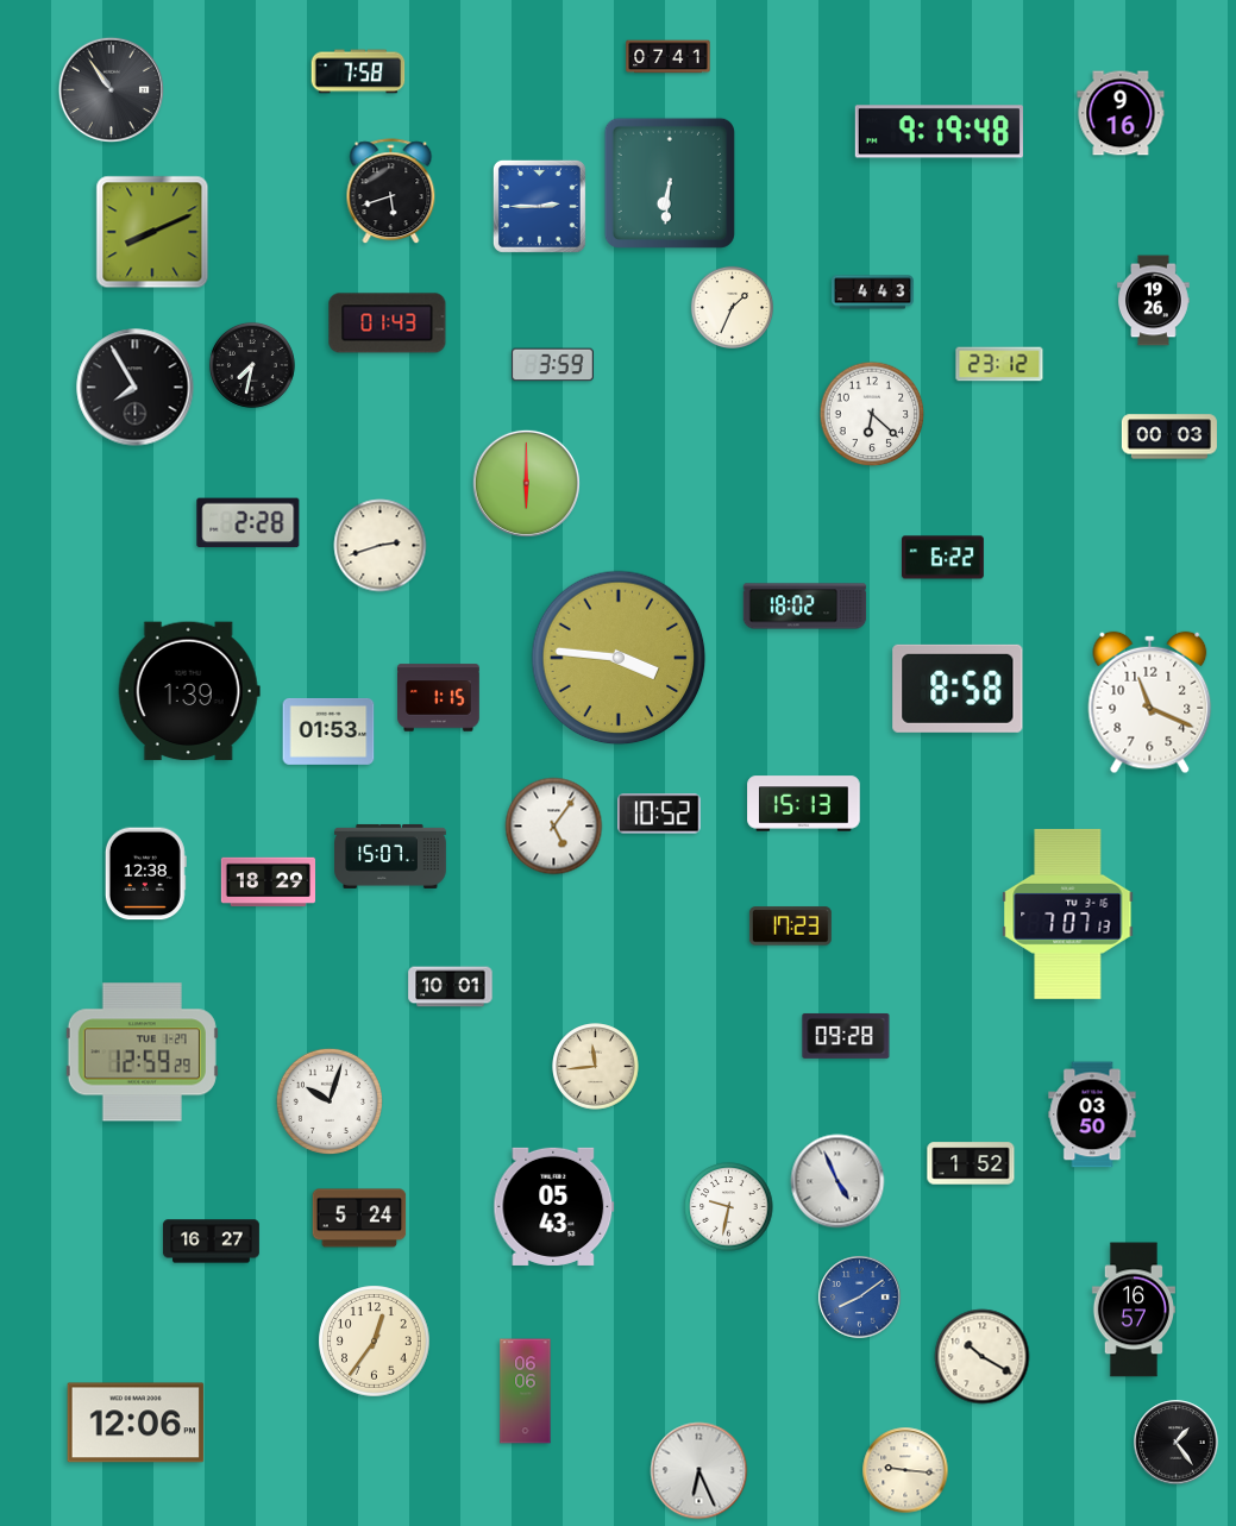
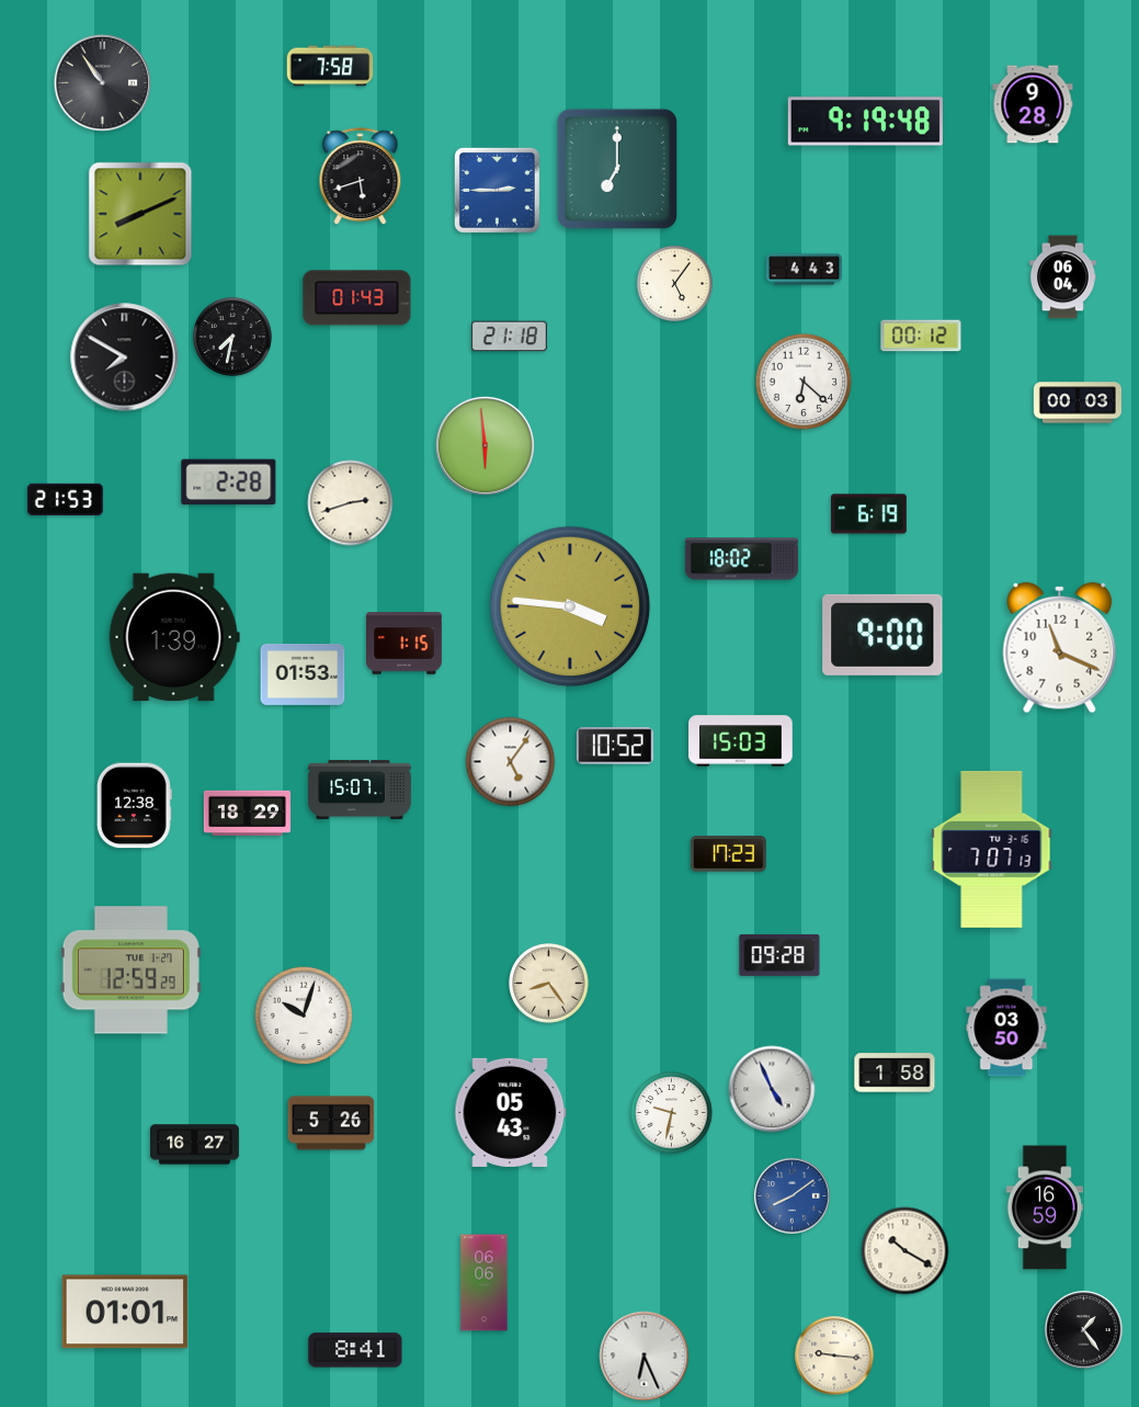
clock at (669, 57): 07:41 -> none
clock at (1121, 113): 9:16 -> 9:28
clock at (670, 183): 6:31 -> 7:00
clock at (1154, 301): 19:26 -> 06:04
clock at (732, 307): 1:34 -> 5:06
clock at (999, 364): 23:12 -> 00:12
clock at (553, 365): 3:59 -> 21:18
clock at (136, 388): 7:55 -> 7:50
clock at (526, 483): 6:00 -> 5:59
clock at (65, 499): none -> 21:53
clock at (943, 558): 6:22 -> 6:19
clock at (958, 689): 8:58 -> 9:00
clock at (804, 804): 15:13 -> 15:03
clock at (660, 814) position: (660, 814) -> (616, 746)
clock at (1068, 913) position: (1068, 913) -> (992, 849)
clock at (451, 987): 10:01 -> none
clock at (596, 1067): 11:44 -> 8:24
clock at (971, 1163): 1:52 -> 1:58
clock at (359, 1218): 5:24 -> 5:26
clock at (1134, 1310): 16:57 -> 16:59
clock at (375, 1342): 12:36 -> none
clock at (136, 1423): 12:06 -> 01:01
clock at (355, 1350): none -> 8:41
